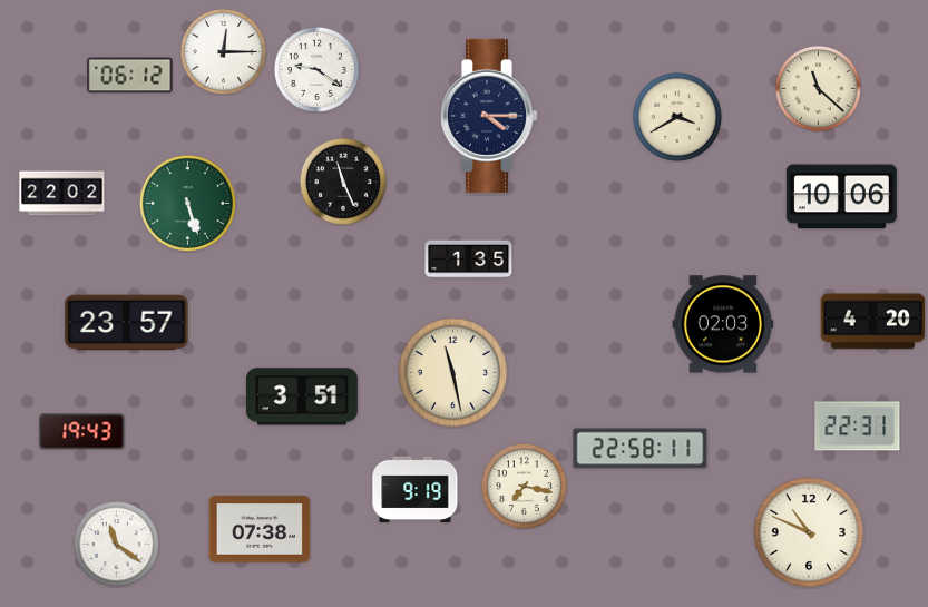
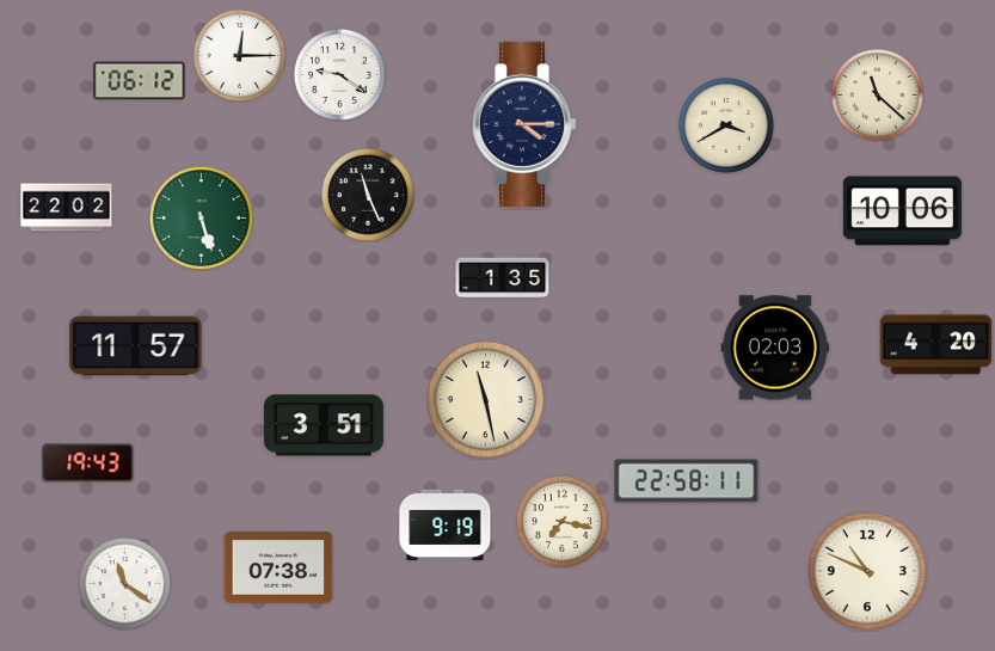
clock at (127, 323): 23:57 -> 11:57
clock at (858, 427): 22:31 -> none
